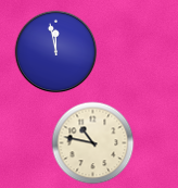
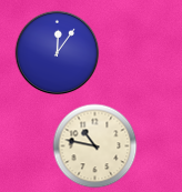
clock at (56, 52): 11:58 -> 12:06
